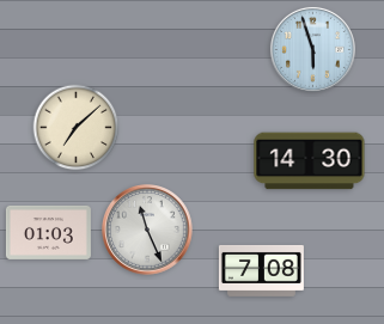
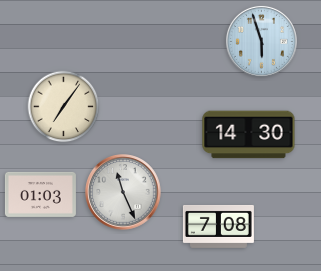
clock at (77, 128): 7:08 -> 7:06
clock at (310, 161) position: (310, 161) -> (249, 135)
